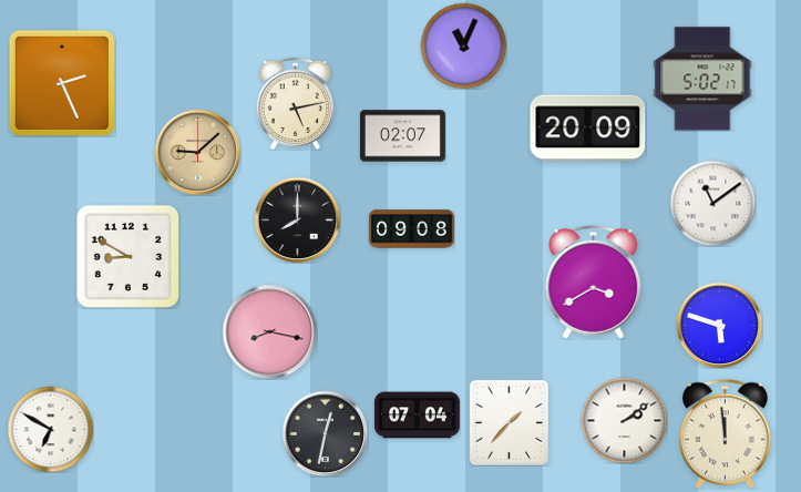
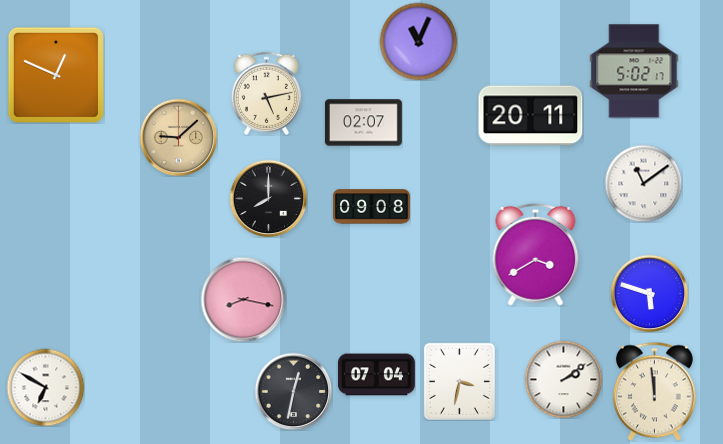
clock at (62, 83): 2:26 -> 12:49
clock at (588, 129): 20:09 -> 20:11
clock at (127, 256): 8:50 -> none
clock at (509, 422): 1:37 -> 3:32
